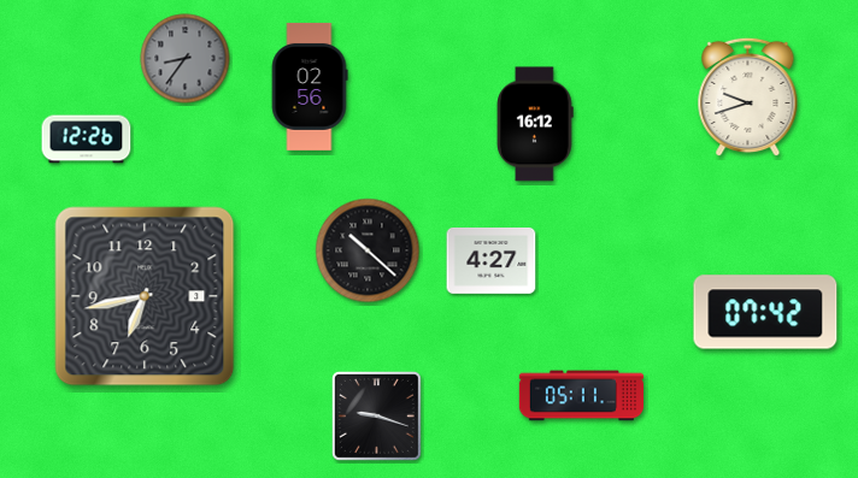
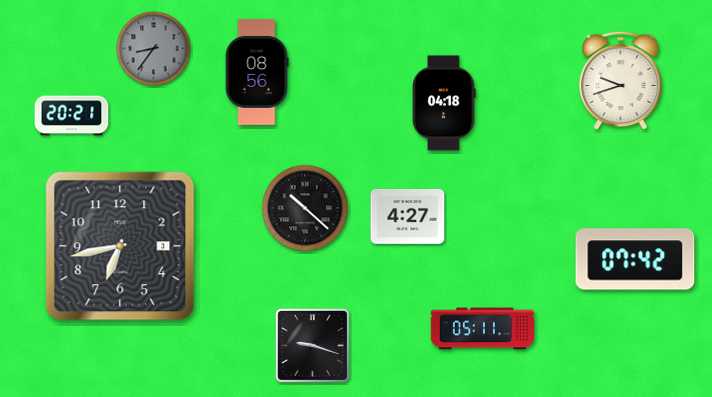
clock at (310, 87): 02:56 -> 08:56
clock at (535, 124): 16:12 -> 04:18
clock at (87, 140): 12:26 -> 20:21
